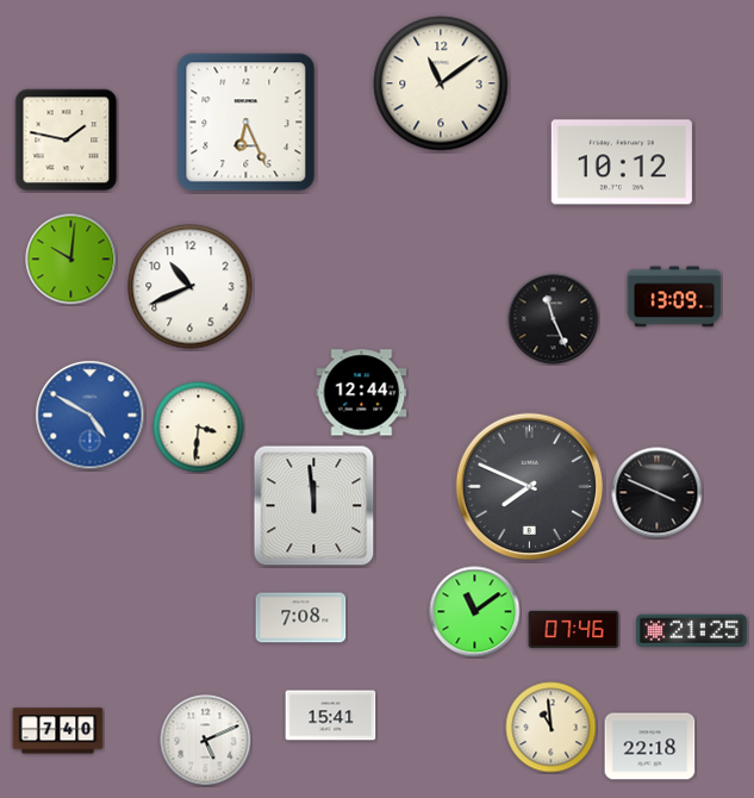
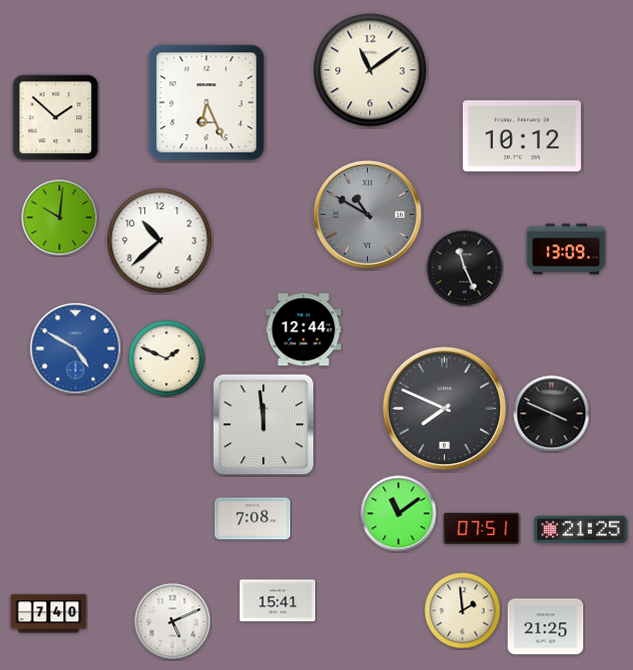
clock at (67, 141): 1:47 -> 1:52
clock at (367, 214): none -> 10:50
clock at (191, 287): 10:41 -> 10:38
clock at (199, 428): 3:31 -> 1:49
clock at (574, 630): 07:46 -> 07:51
clock at (552, 728): 10:59 -> 1:59
clock at (650, 747): 22:18 -> 21:25
